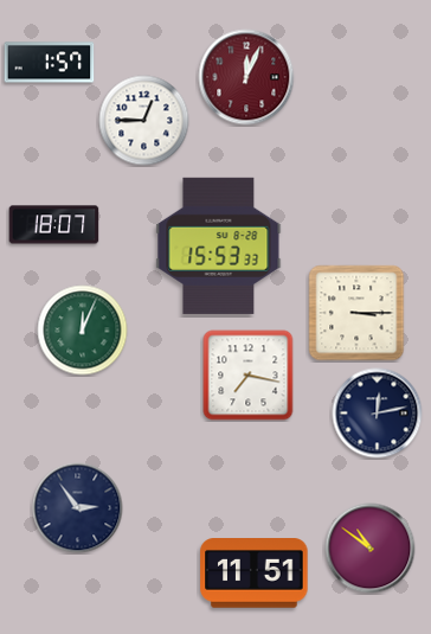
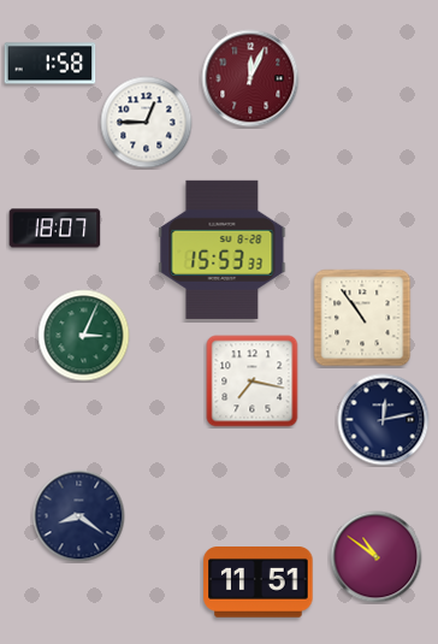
clock at (50, 63): 1:57 -> 1:58
clock at (356, 313): 3:15 -> 10:54
clock at (83, 331): 12:04 -> 3:04
clock at (78, 508): 2:54 -> 8:21
